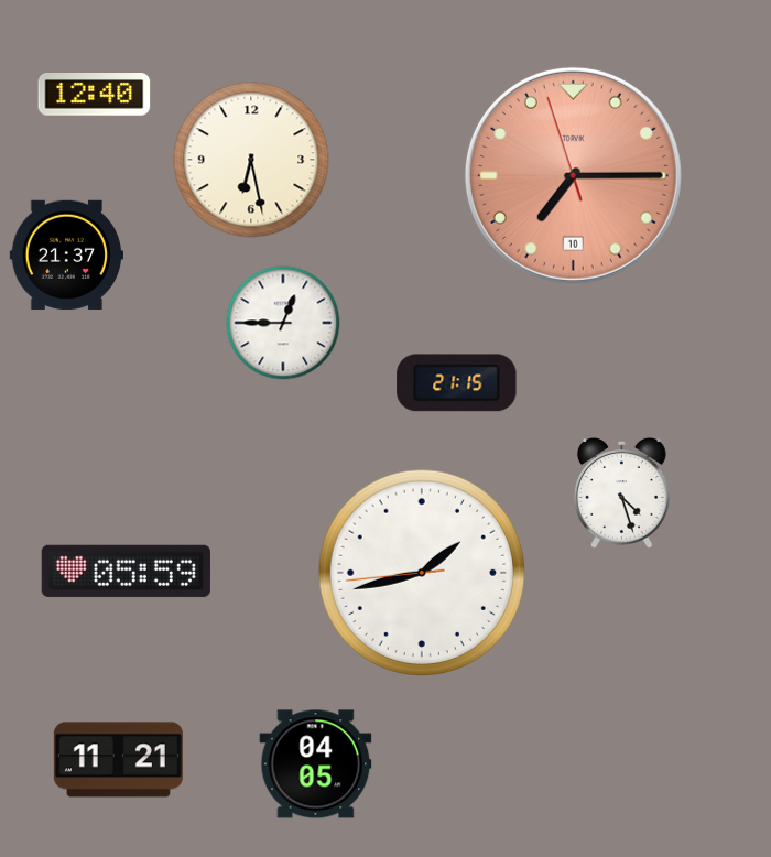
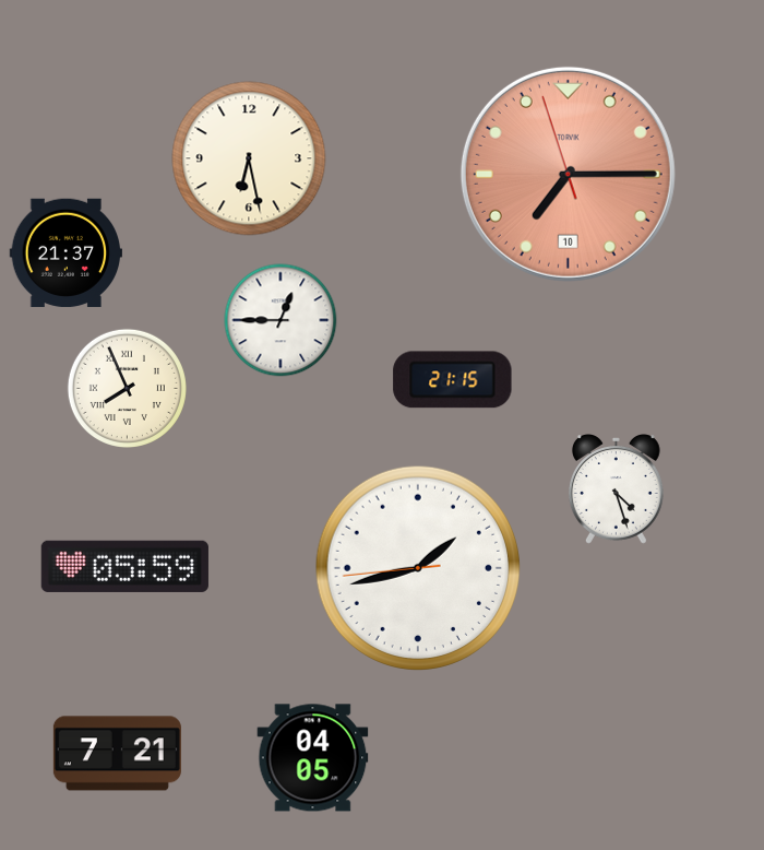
clock at (95, 95): 12:40 -> none
clock at (127, 388): none -> 7:56
clock at (118, 760): 11:21 -> 7:21
